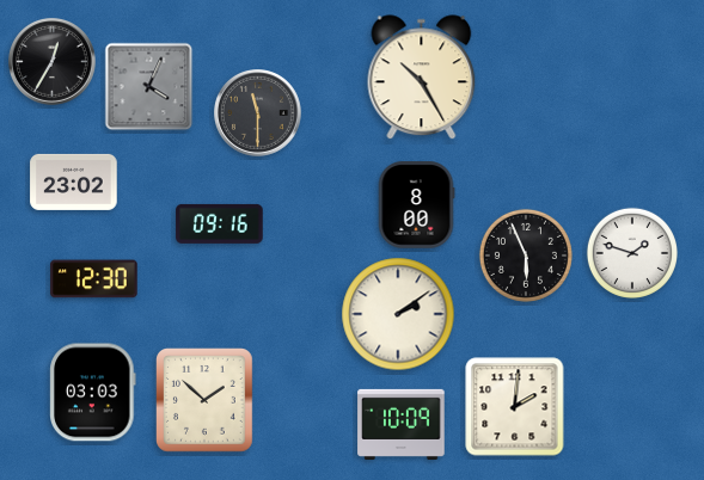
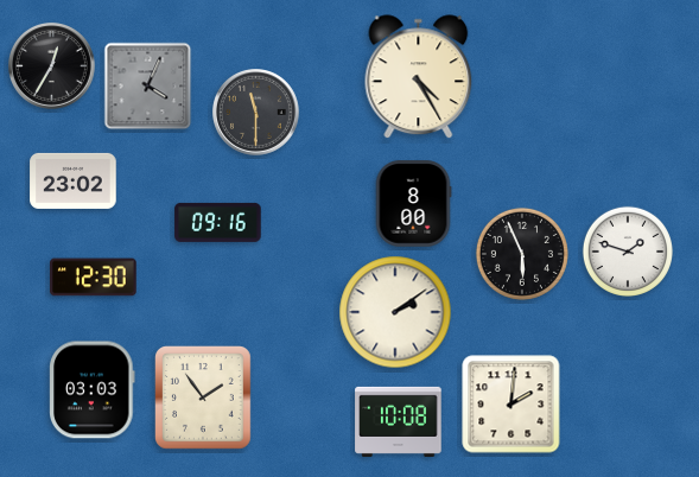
clock at (53, 62) position: (53, 62) -> (52, 66)
clock at (422, 78): 10:25 -> 4:25
clock at (206, 401): 1:52 -> 1:54
clock at (402, 424): 10:09 -> 10:08
